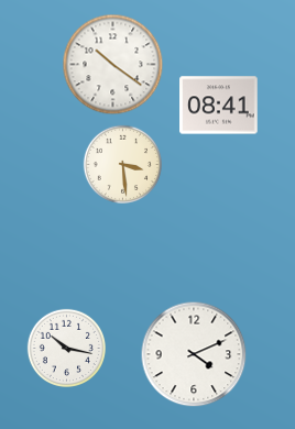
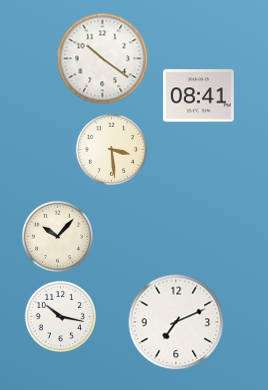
clock at (57, 236): none -> 10:07
clock at (194, 354): 4:11 -> 7:11
